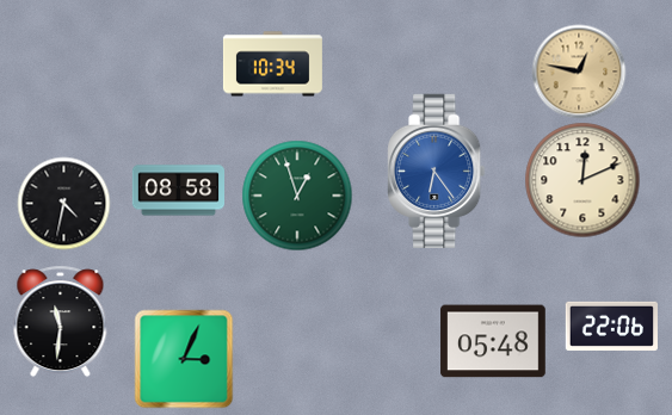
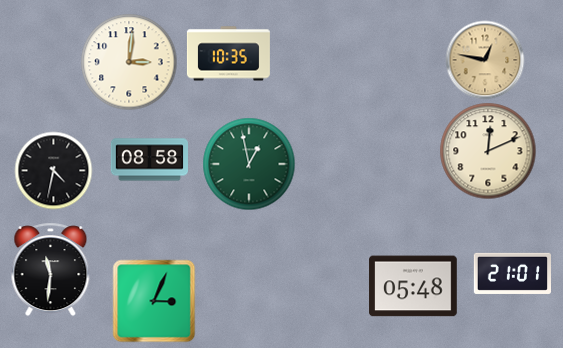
clock at (272, 64): 10:34 -> 10:35
clock at (129, 62): none -> 3:01
clock at (437, 171): 6:24 -> none
clock at (297, 196): 12:57 -> 12:58
clock at (611, 326): 22:06 -> 21:01
